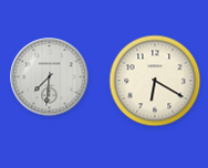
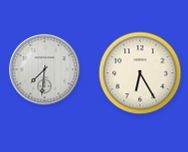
clock at (155, 81): 6:20 -> 6:25
